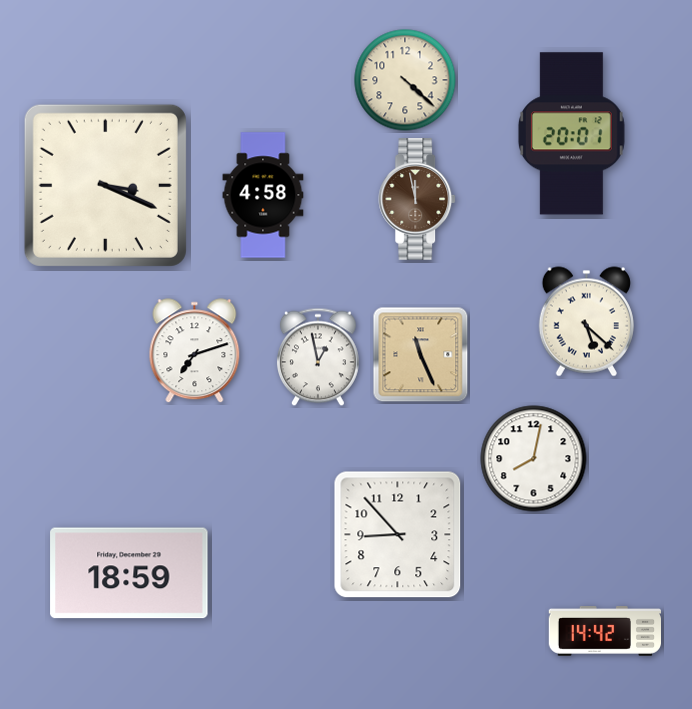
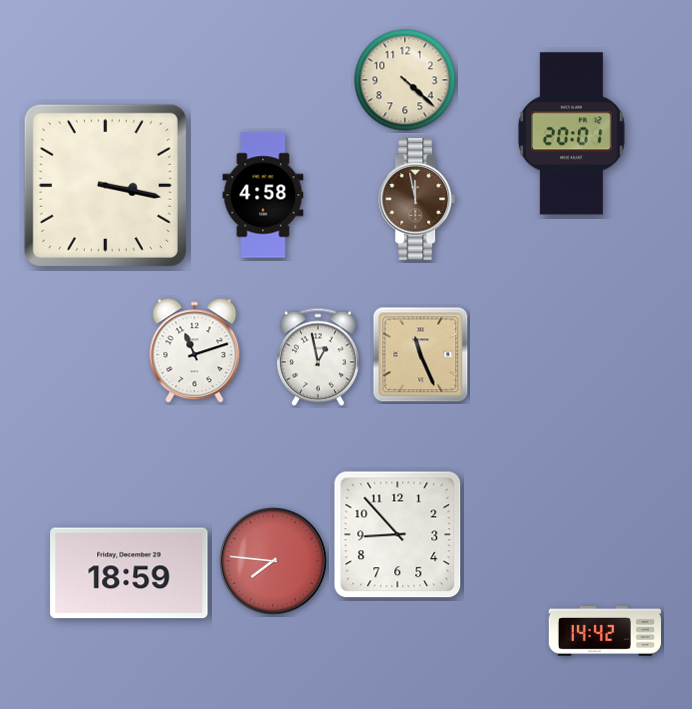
clock at (105, 185): 3:19 -> 3:17
clock at (586, 322): 5:22 -> none
clock at (195, 351): 7:12 -> 11:12
clock at (534, 459): 8:02 -> none
clock at (273, 561): none -> 7:46
